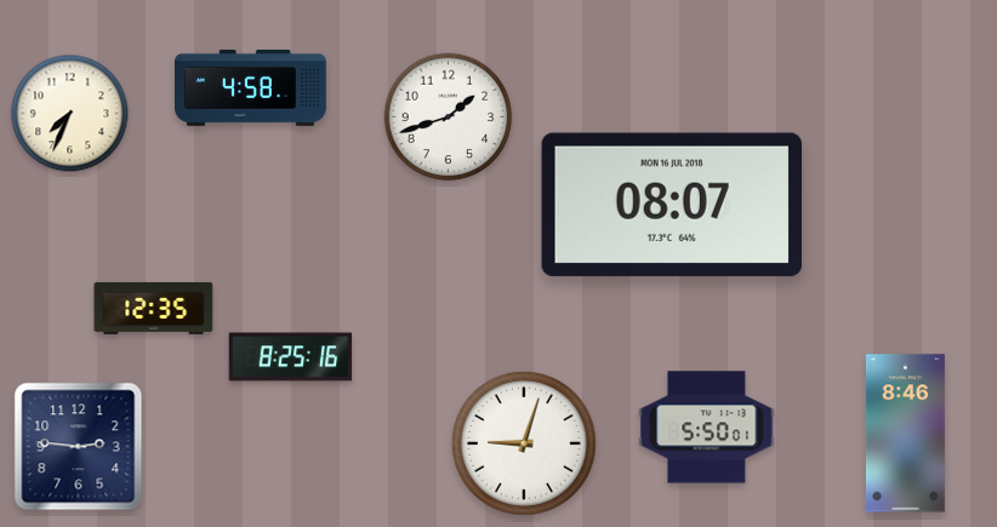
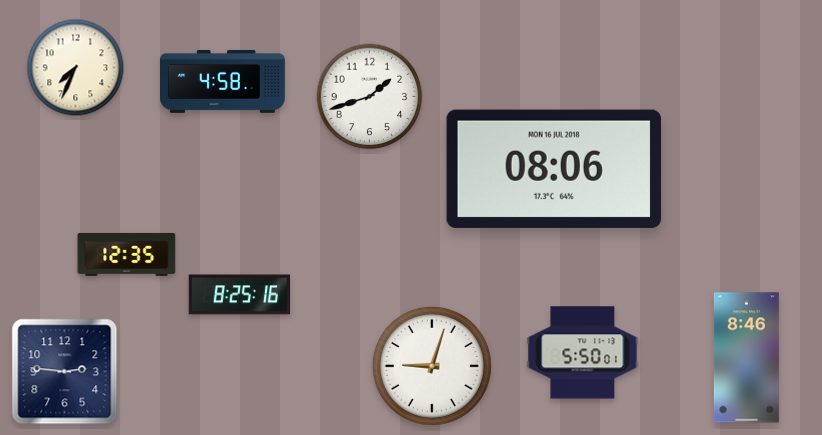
clock at (251, 87) position: (251, 87) -> (223, 81)
clock at (70, 114) position: (70, 114) -> (76, 68)
clock at (672, 205): 08:07 -> 08:06
clock at (79, 447) position: (79, 447) -> (65, 372)
